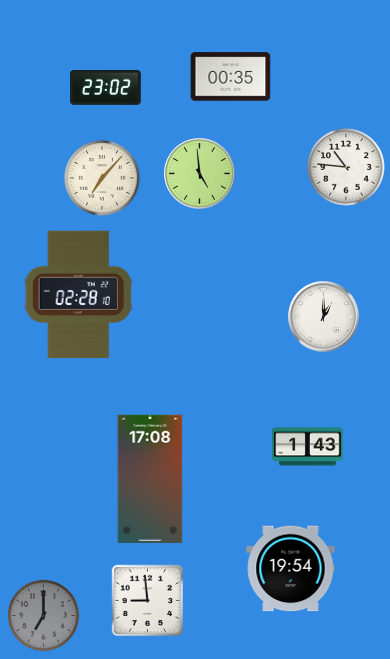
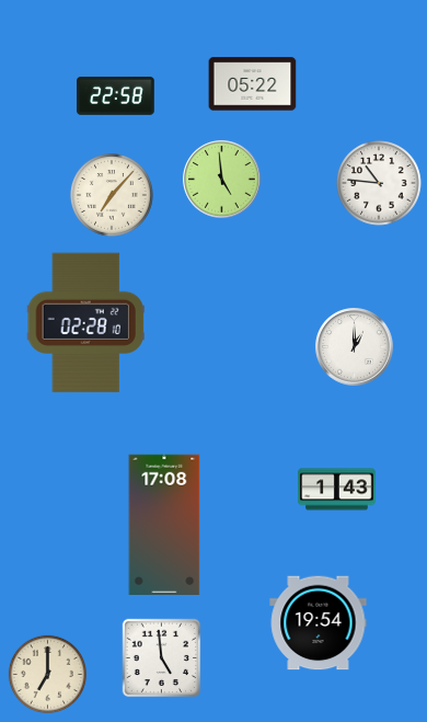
clock at (231, 77): 00:35 -> 05:22
clock at (106, 87): 23:02 -> 22:58
clock at (200, 174) position: (200, 174) -> (222, 180)
clock at (148, 601): 8:59 -> 4:59
clock at (43, 615) dial: grey -> cream
